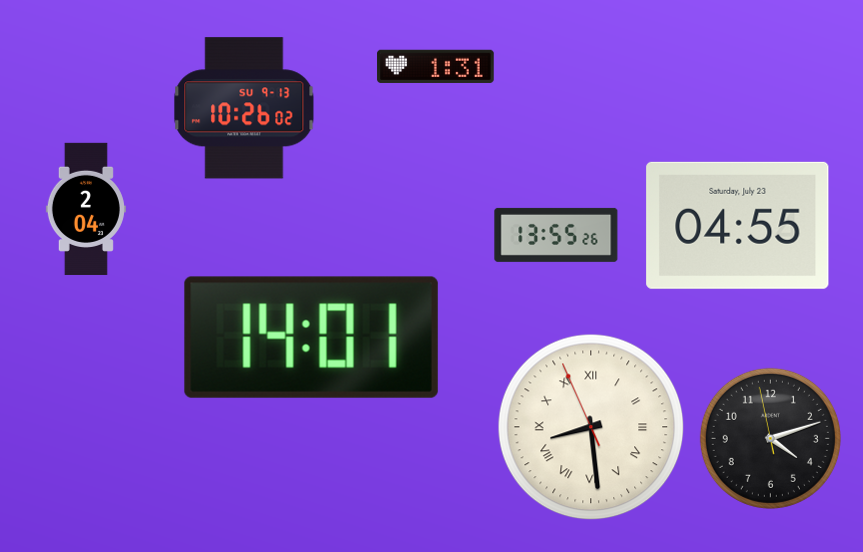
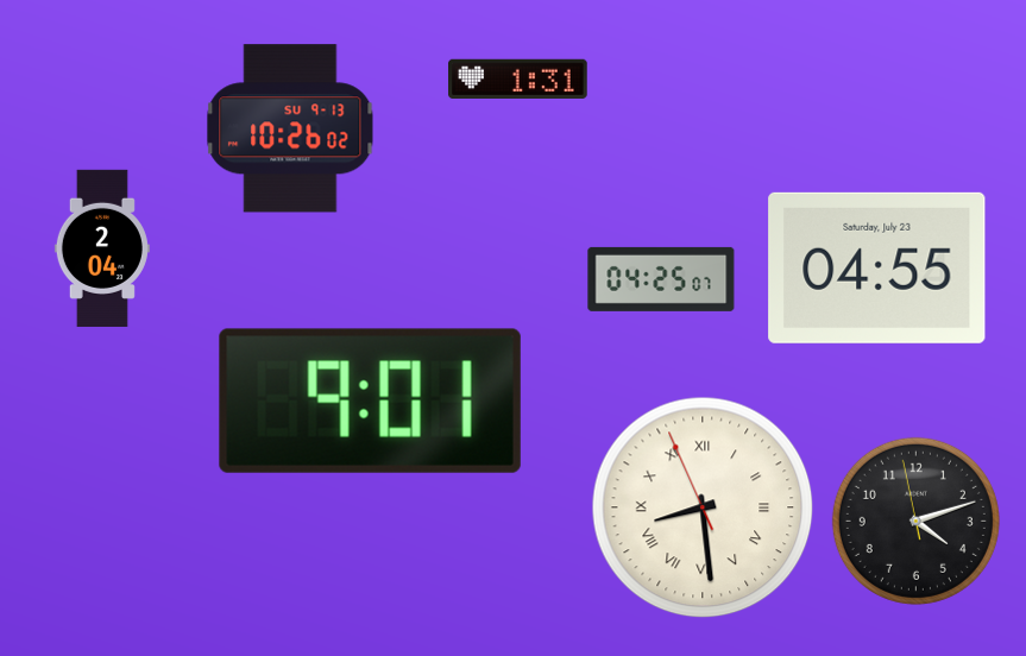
clock at (556, 235): 13:55 -> 04:25
clock at (311, 337): 14:01 -> 9:01
